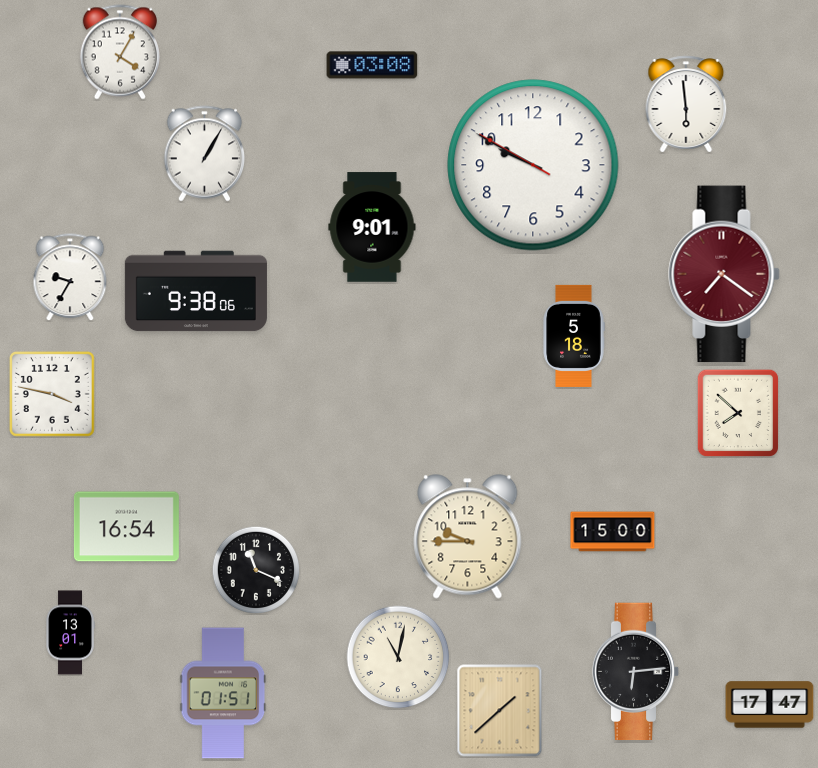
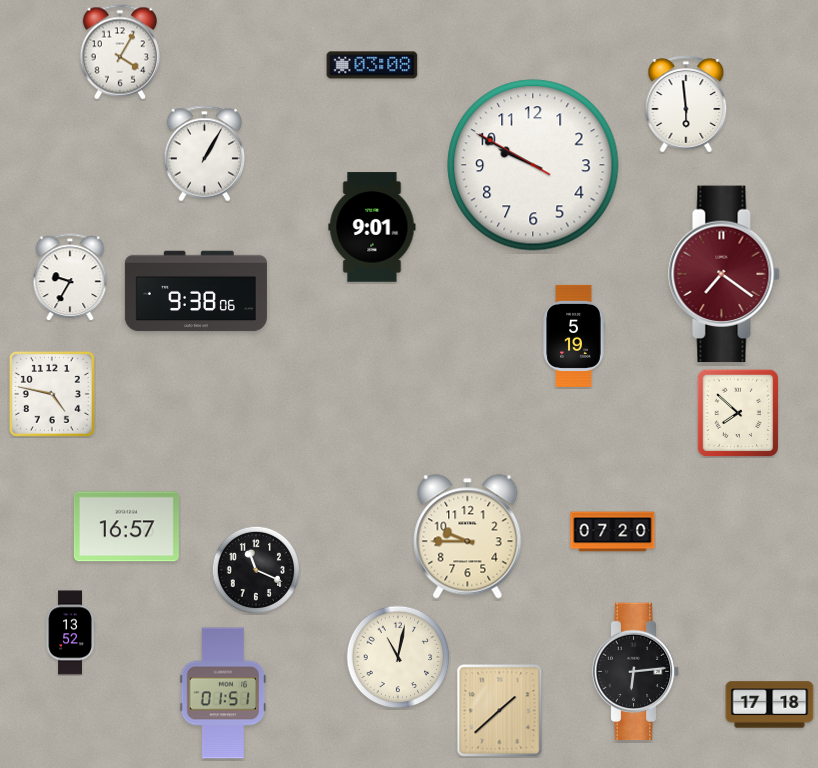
clock at (574, 336): 5:18 -> 5:19
clock at (52, 394): 3:47 -> 4:47
clock at (126, 527): 16:54 -> 16:57
clock at (613, 532): 15:00 -> 07:20
clock at (70, 633): 13:01 -> 13:52
clock at (770, 705): 17:47 -> 17:18
